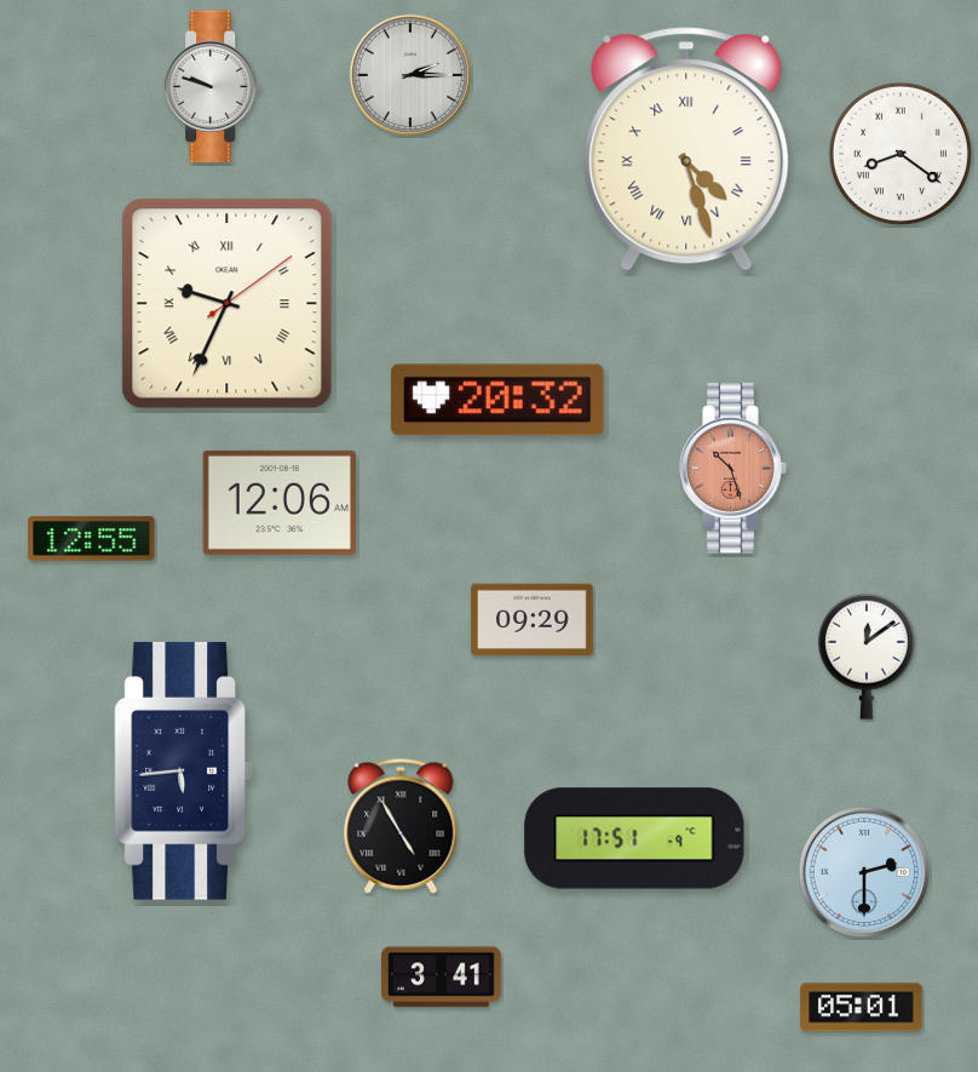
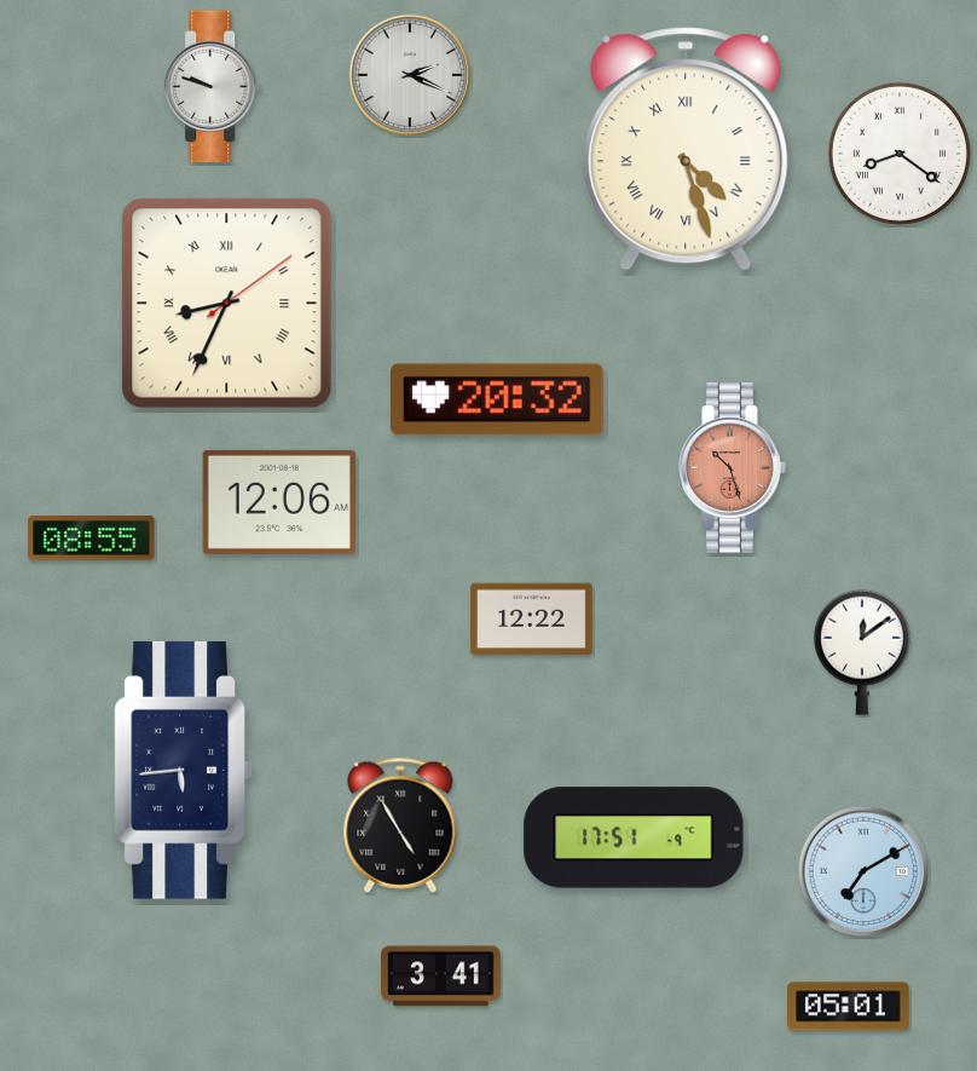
clock at (410, 75): 2:15 -> 2:19
clock at (228, 304): 9:34 -> 8:34
clock at (92, 539): 12:55 -> 08:55
clock at (533, 620): 09:29 -> 12:22
clock at (867, 657) position: (867, 657) -> (862, 652)
clock at (864, 872): 2:30 -> 7:10
clock at (862, 1008) position: (862, 1008) -> (849, 1007)
